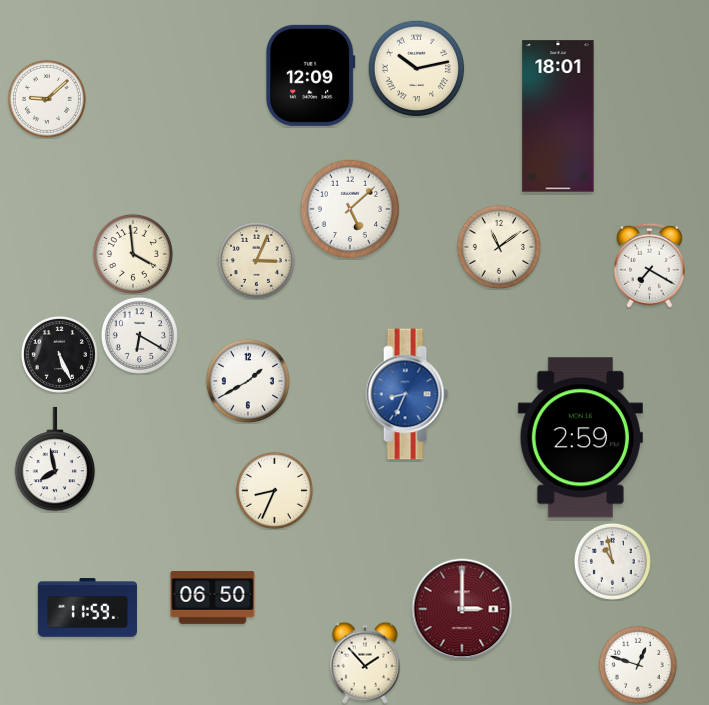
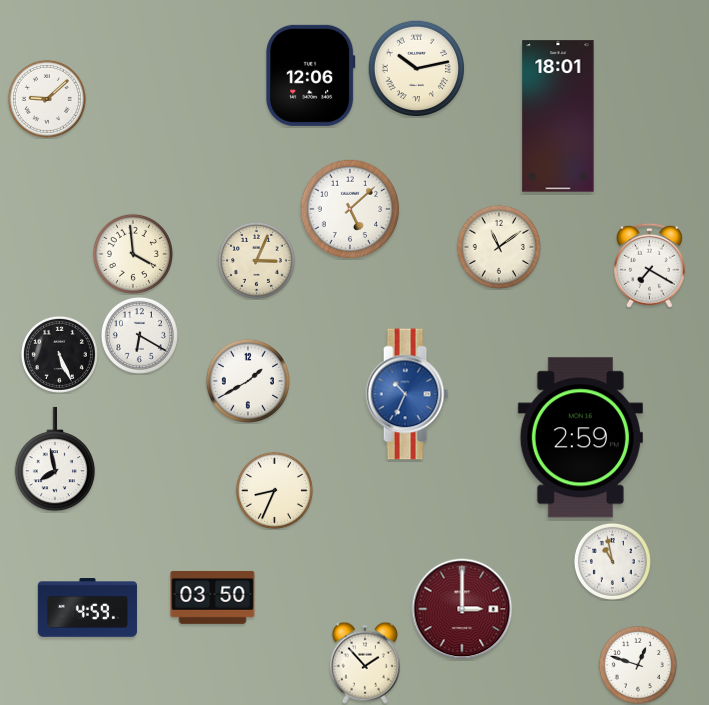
clock at (311, 75): 12:09 -> 12:06
clock at (407, 394): 8:34 -> 10:34
clock at (213, 598): 06:50 -> 03:50
clock at (87, 608): 11:59 -> 4:59
